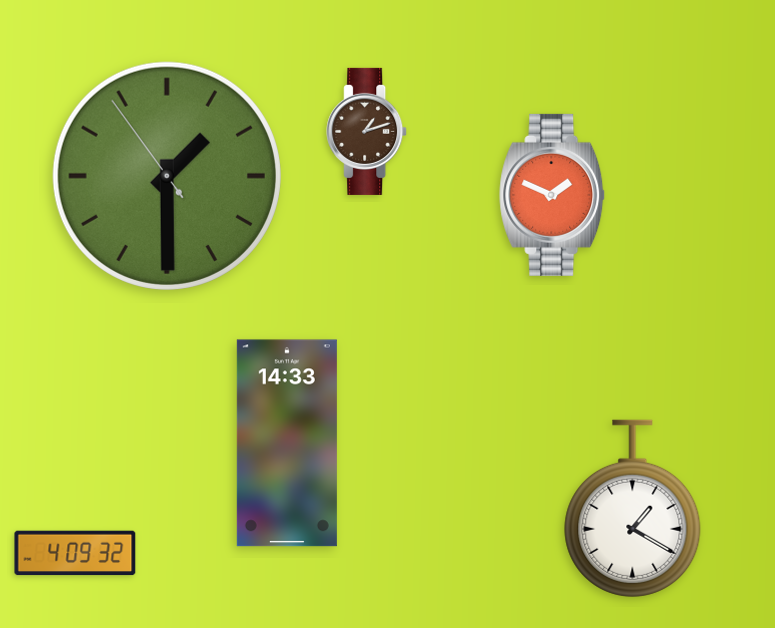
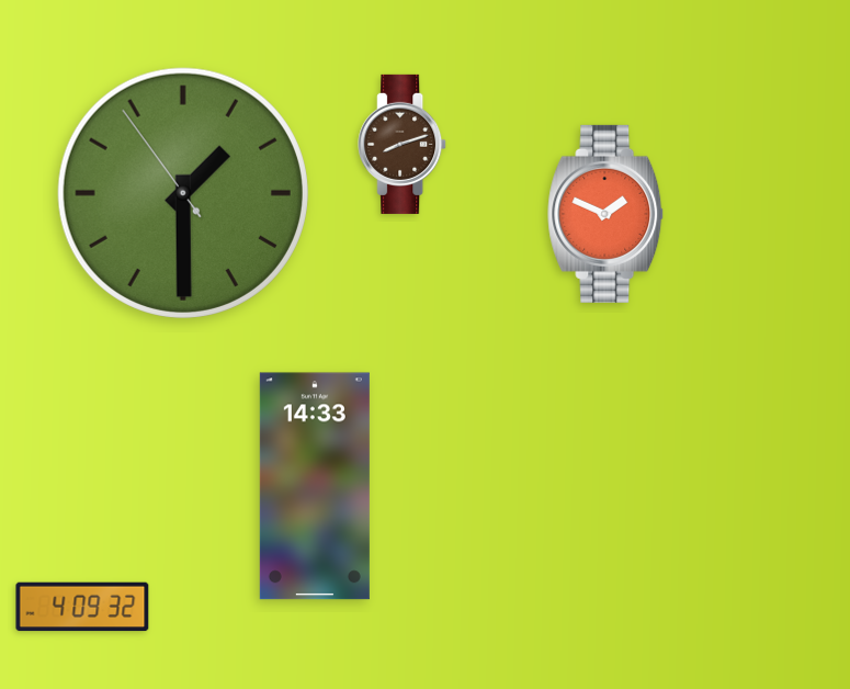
clock at (367, 131): 1:12 -> 8:12
clock at (633, 508): 1:20 -> none
